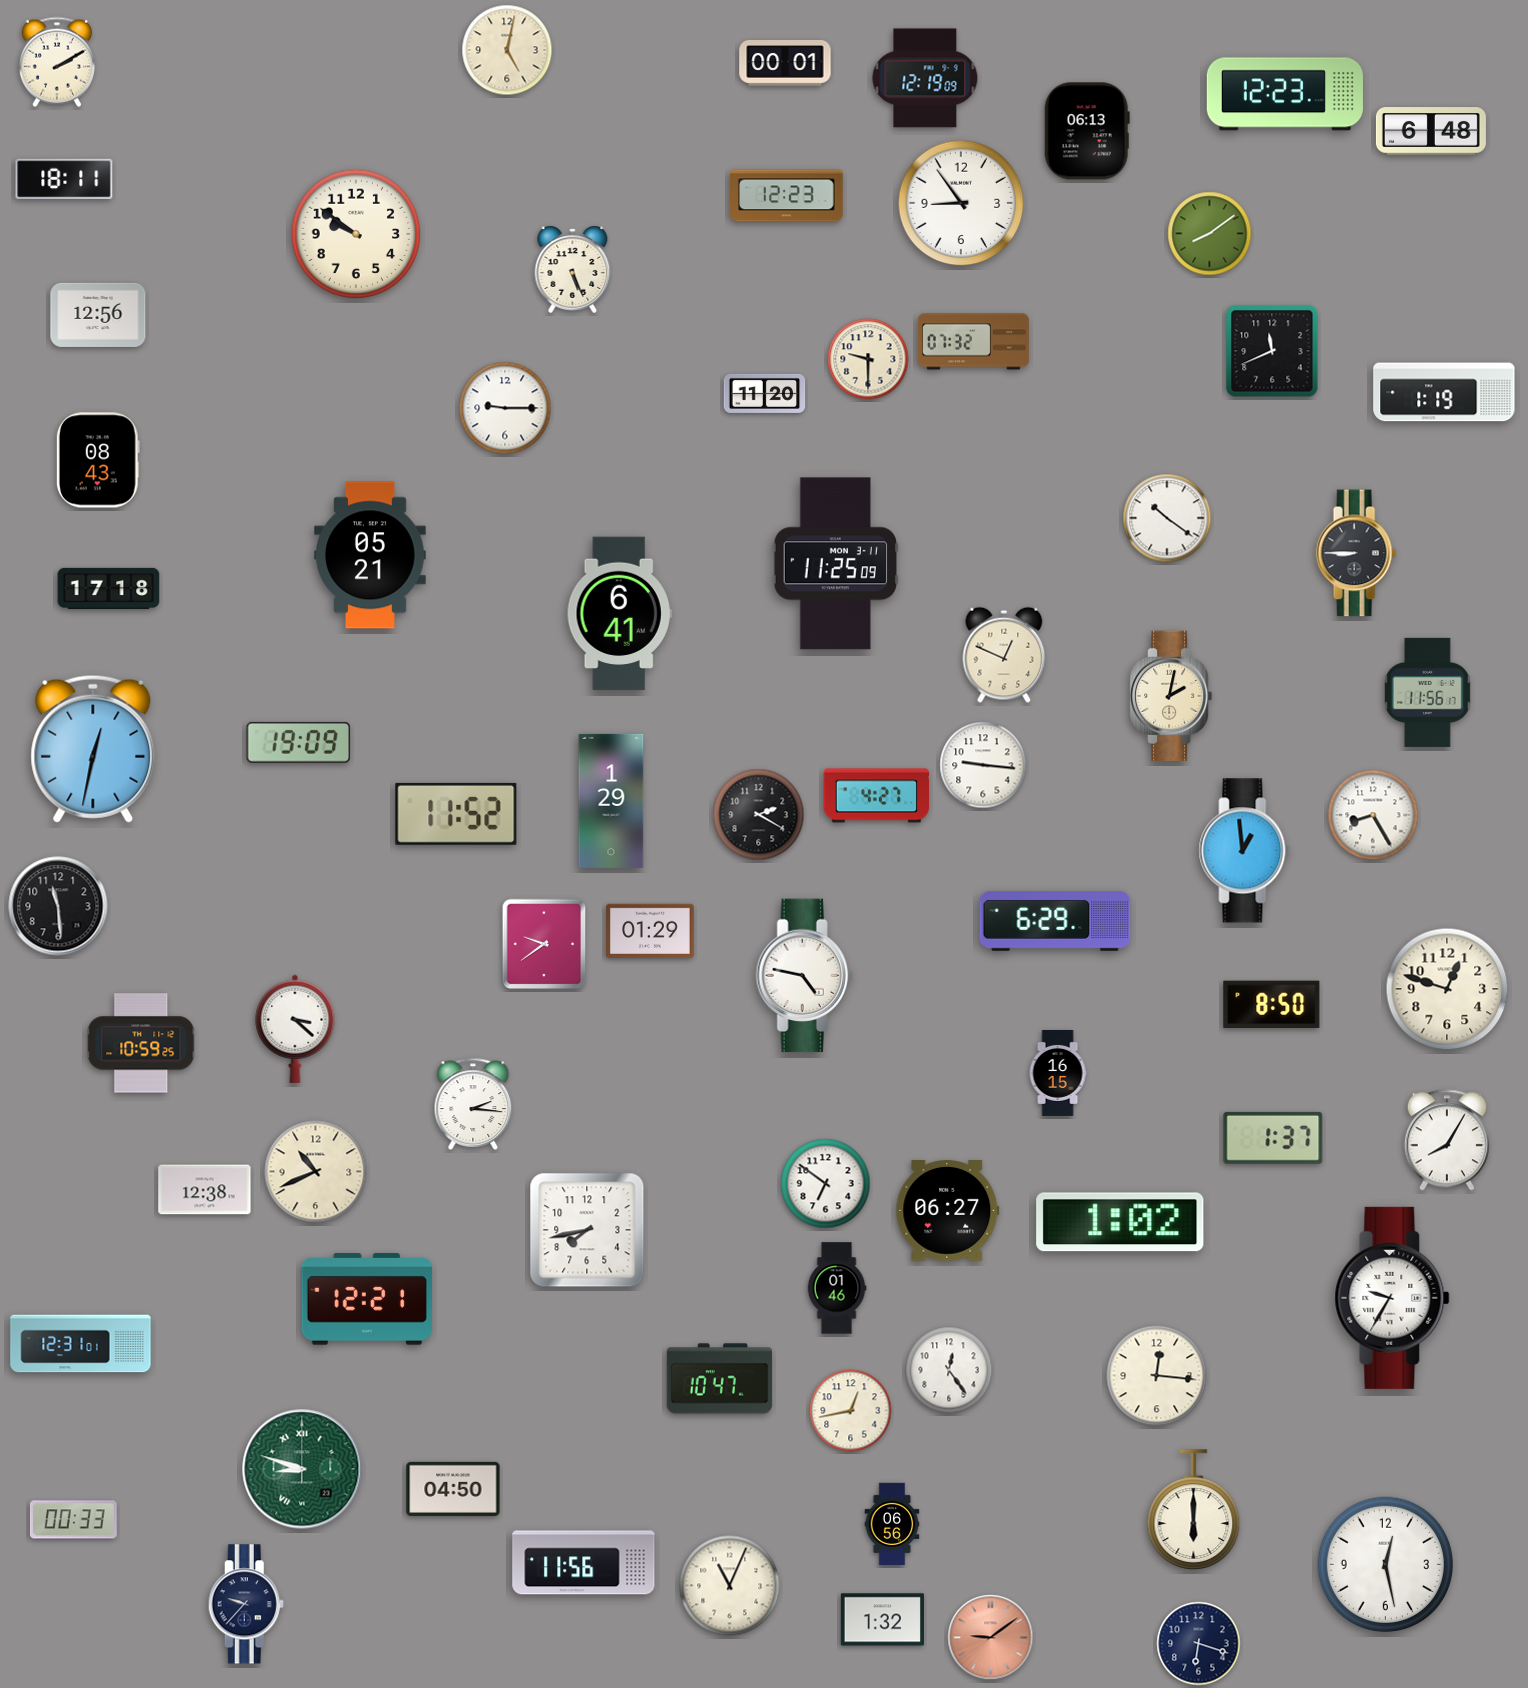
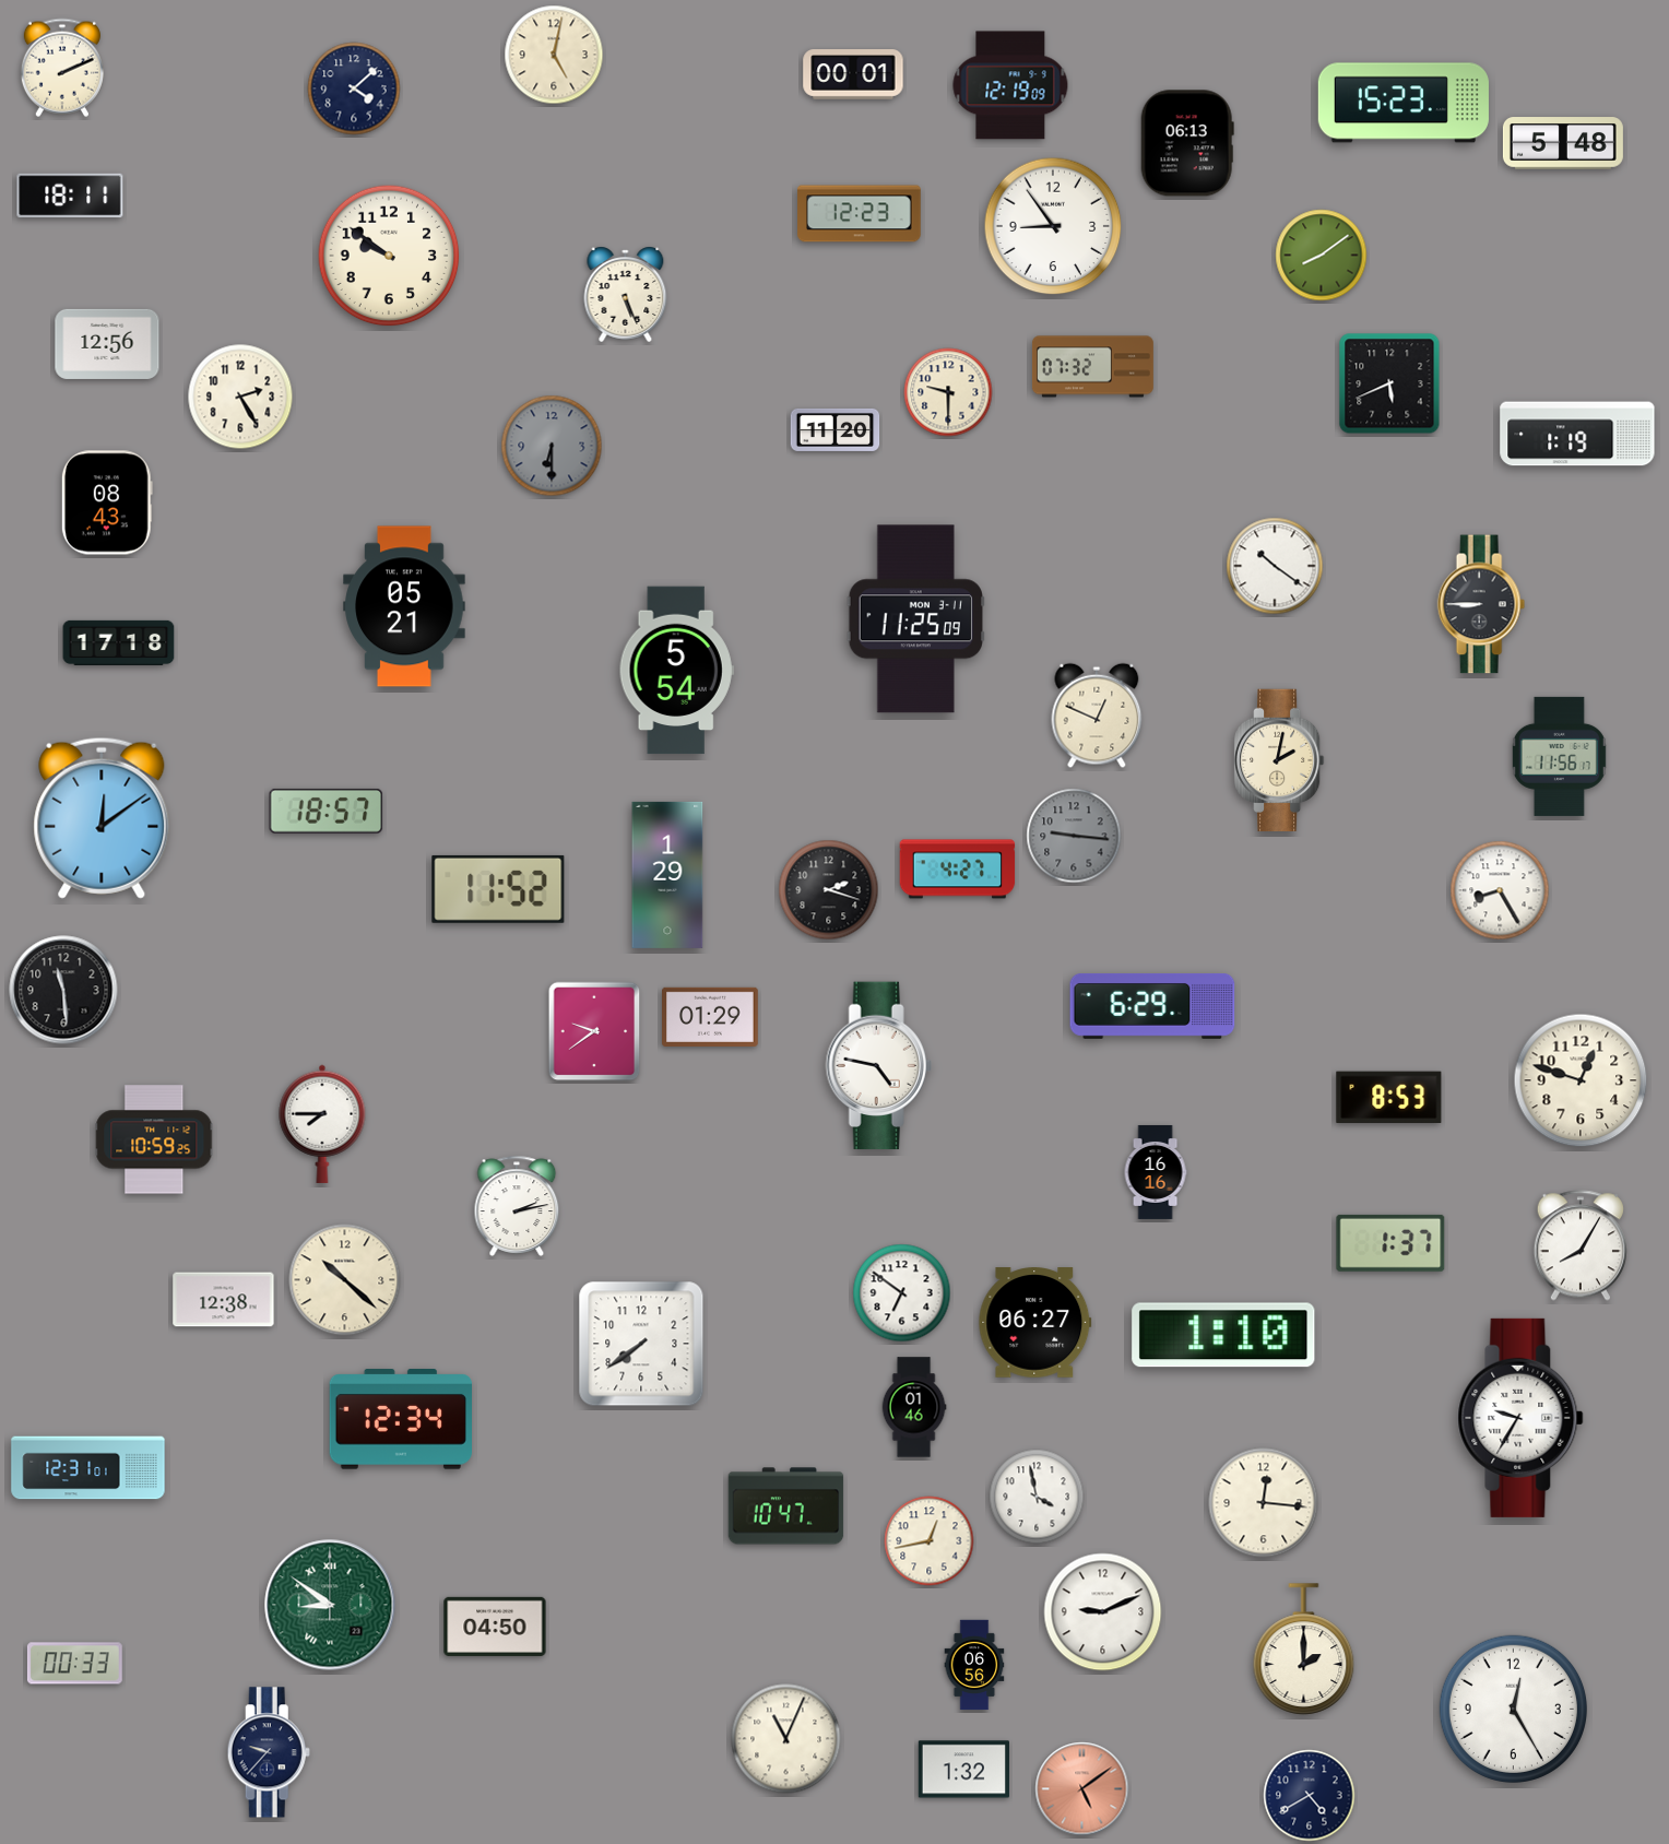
clock at (57, 62): 2:10 -> 2:11
clock at (785, 64) position: (785, 64) -> (853, 75)
clock at (354, 88): none -> 4:08
clock at (1285, 94): 12:23 -> 15:23
clock at (1431, 131): 6:48 -> 5:48
clock at (961, 203) position: (961, 203) -> (1053, 226)
clock at (973, 342) position: (973, 342) -> (1092, 367)
clock at (1272, 351): 11:41 -> 5:41
clock at (240, 397): none -> 2:25
clock at (1444, 392) position: (1444, 392) -> (1577, 434)
clock at (505, 408): 9:15 -> 6:30
clock at (505, 408) dial: white -> grey
clock at (835, 564) position: (835, 564) -> (915, 619)
clock at (619, 614): 6:41 -> 5:54
clock at (299, 742): 19:09 -> 18:57
clock at (93, 749): 12:32 -> 12:09
clock at (983, 765) dial: white -> grey
clock at (759, 815): 2:20 -> 2:18
clock at (1245, 851): 12:59 -> none
clock at (1272, 1005): 8:50 -> 8:53
clock at (295, 1029): 3:22 -> 7:45
clock at (1058, 1073): 16:15 -> 16:16
clock at (473, 1104): 2:16 -> 2:13
clock at (316, 1172): 10:41 -> 10:22
clock at (1120, 1222): 1:02 -> 1:10
clock at (587, 1230): 7:43 -> 7:39
clock at (366, 1299): 12:21 -> 12:34
clock at (949, 1370): 12:24 -> 3:58
clock at (302, 1469): 8:48 -> 8:51
clock at (1103, 1612): none -> 9:11
clock at (1194, 1510): 6:00 -> 2:00
clock at (73, 1520) position: (73, 1520) -> (74, 1664)
clock at (584, 1563): 11:56 -> none
clock at (1385, 1564): 12:28 -> 12:25
clock at (730, 1586) position: (730, 1586) -> (786, 1739)
clock at (991, 1638): 9:09 -> 5:09
clock at (1199, 1644): 6:18 -> 4:40
